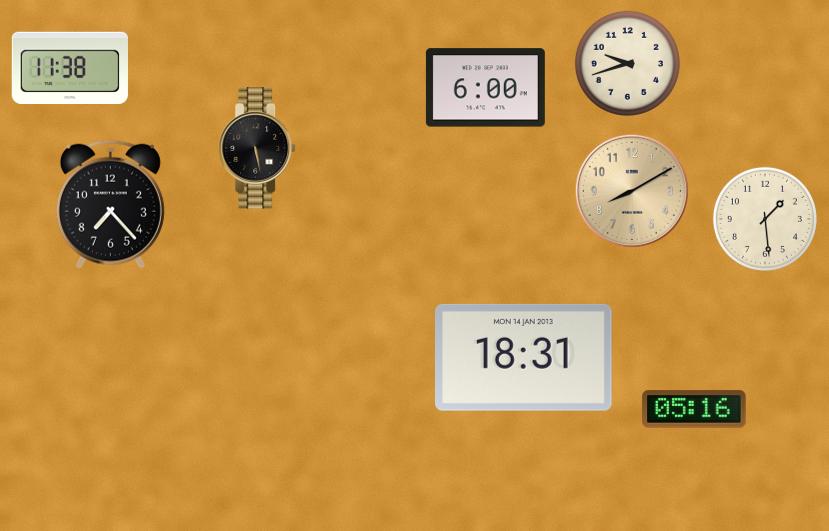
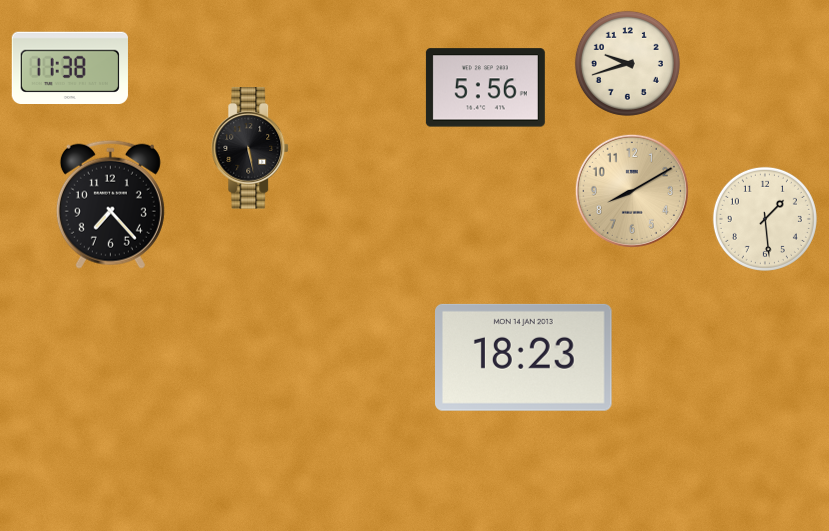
clock at (485, 88): 6:00 -> 5:56
clock at (258, 148) position: (258, 148) -> (251, 148)
clock at (524, 357): 18:31 -> 18:23
clock at (694, 409): 05:16 -> none
